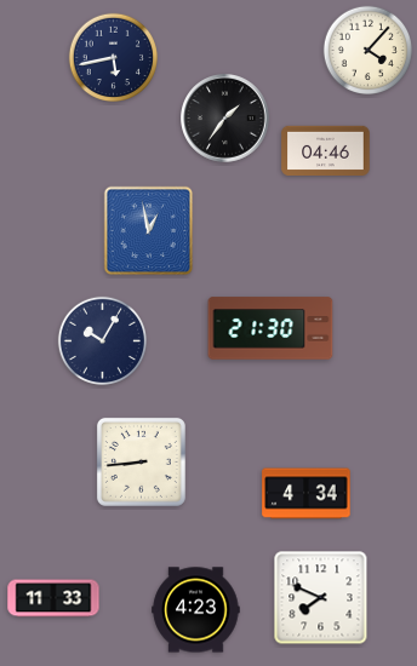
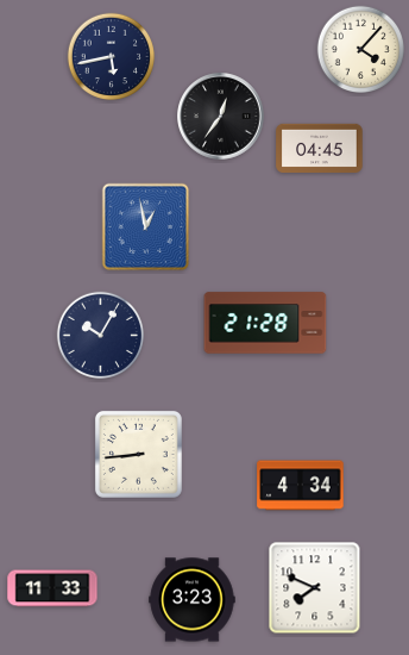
clock at (225, 119): 1:36 -> 12:36
clock at (326, 150): 04:46 -> 04:45
clock at (270, 328): 21:30 -> 21:28
clock at (196, 610): 4:23 -> 3:23
